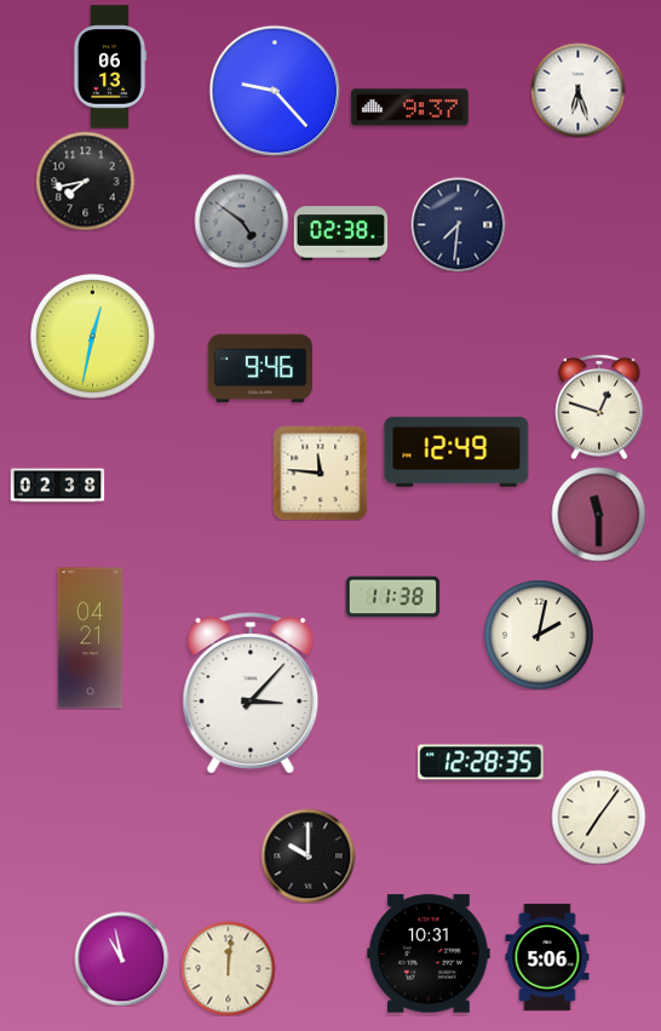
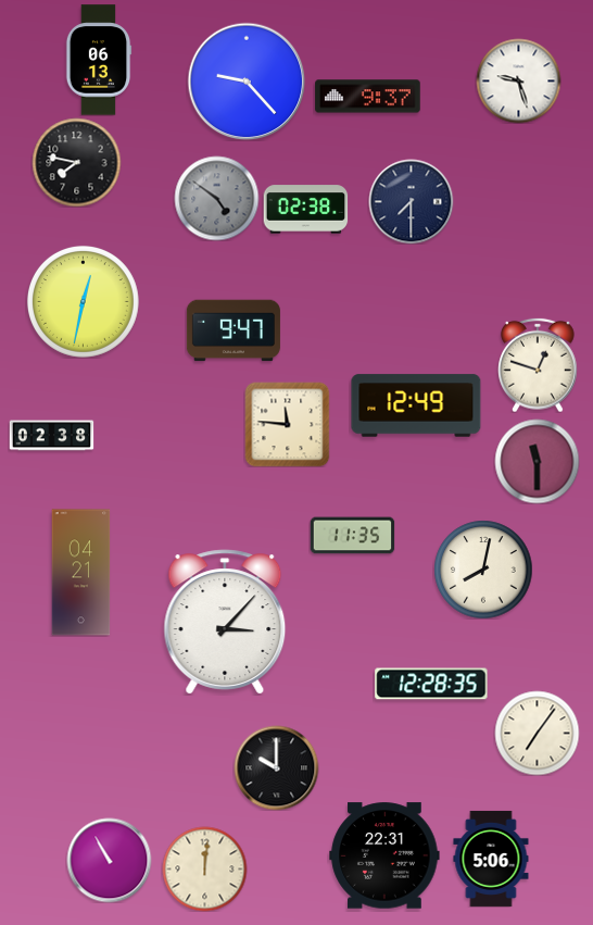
clock at (577, 90): 6:27 -> 9:27
clock at (85, 181): 7:43 -> 7:47
clock at (458, 224): 7:31 -> 7:30
clock at (260, 368): 9:46 -> 9:47
clock at (456, 452) position: (456, 452) -> (416, 405)
clock at (392, 597): 11:38 -> 11:35
clock at (539, 635): 2:02 -> 8:02
clock at (429, 953): 10:31 -> 22:31
clock at (121, 958): 10:58 -> 10:55
